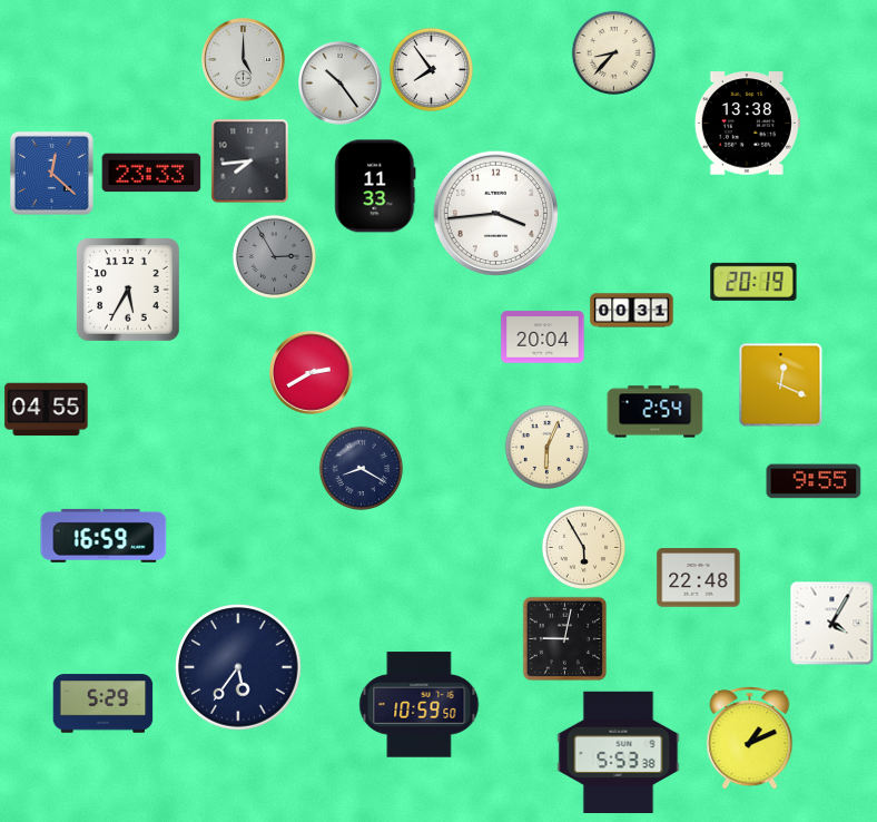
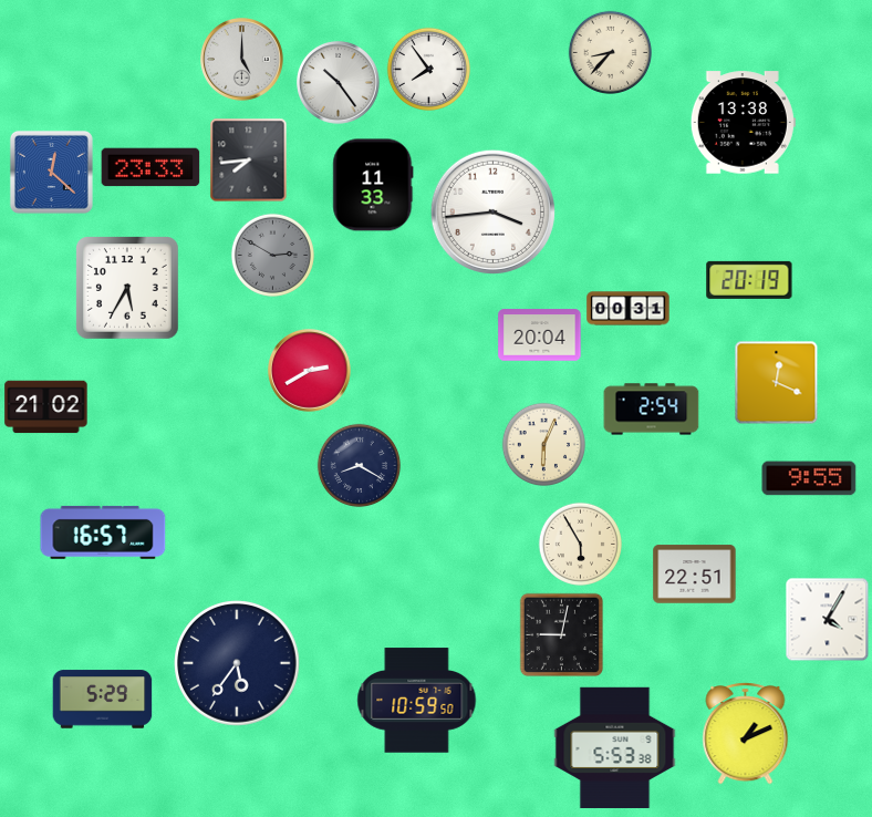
clock at (151, 173) position: (151, 173) -> (150, 167)
clock at (274, 256): 2:55 -> 2:50
clock at (47, 410): 04:55 -> 21:02
clock at (104, 536): 16:59 -> 16:57
clock at (699, 578): 22:48 -> 22:51
